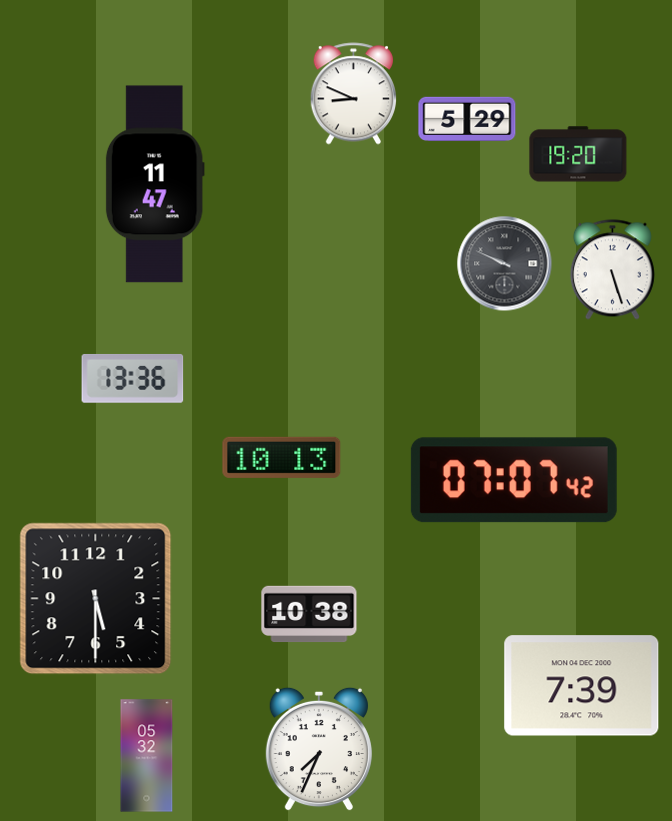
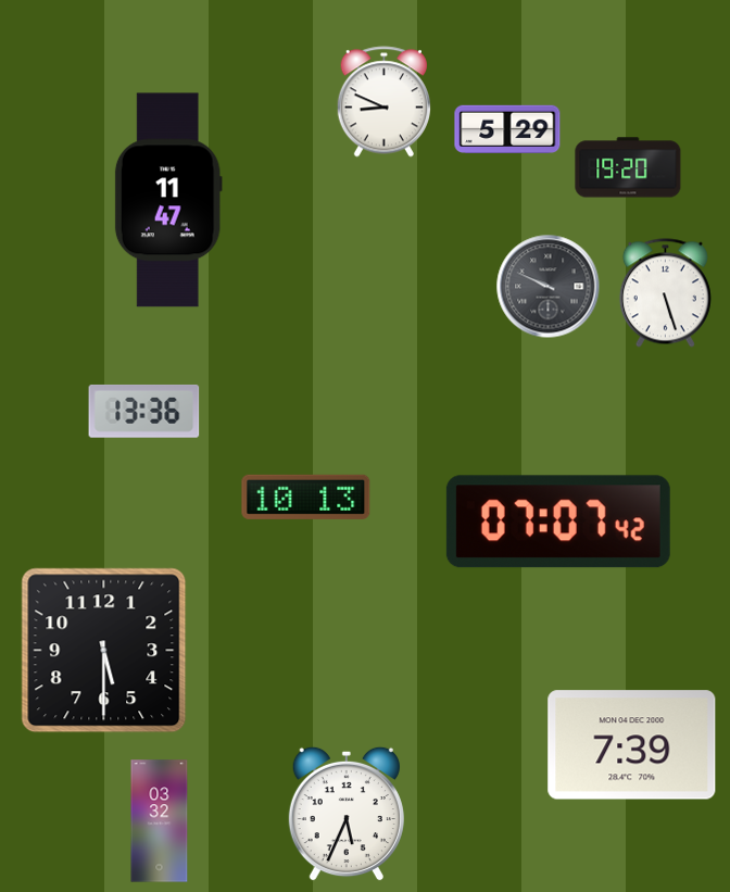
clock at (309, 614): 10:38 -> none
clock at (319, 749): 7:34 -> 5:34
clock at (147, 756): 05:32 -> 03:32
